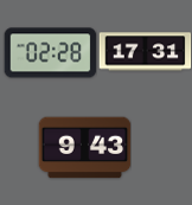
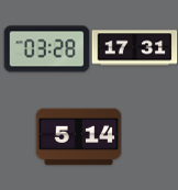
clock at (50, 53): 02:28 -> 03:28
clock at (84, 148): 9:43 -> 5:14
